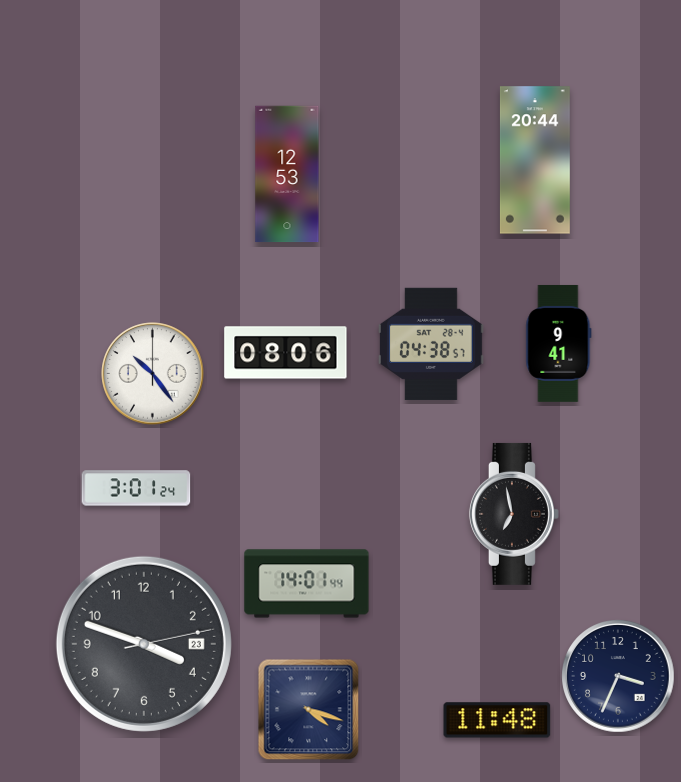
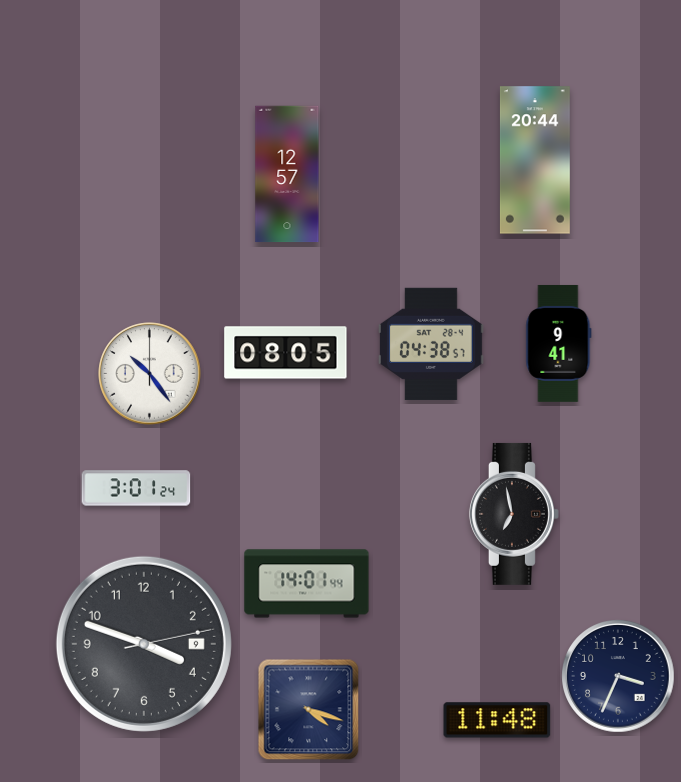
clock at (287, 174): 12:53 -> 12:57
clock at (286, 353): 08:06 -> 08:05
clock at (153, 374) position: (153, 374) -> (150, 374)
clock at (144, 644) date: 23 -> 9
